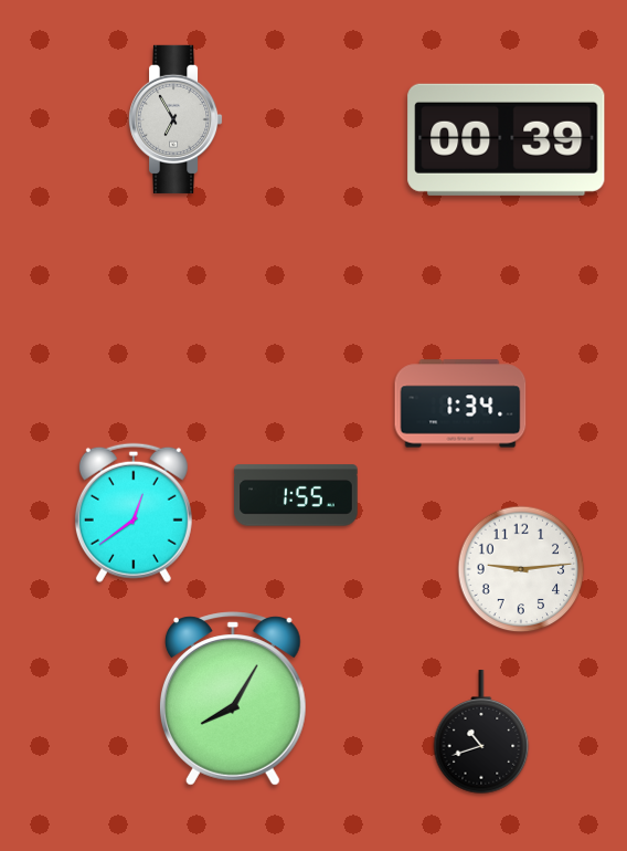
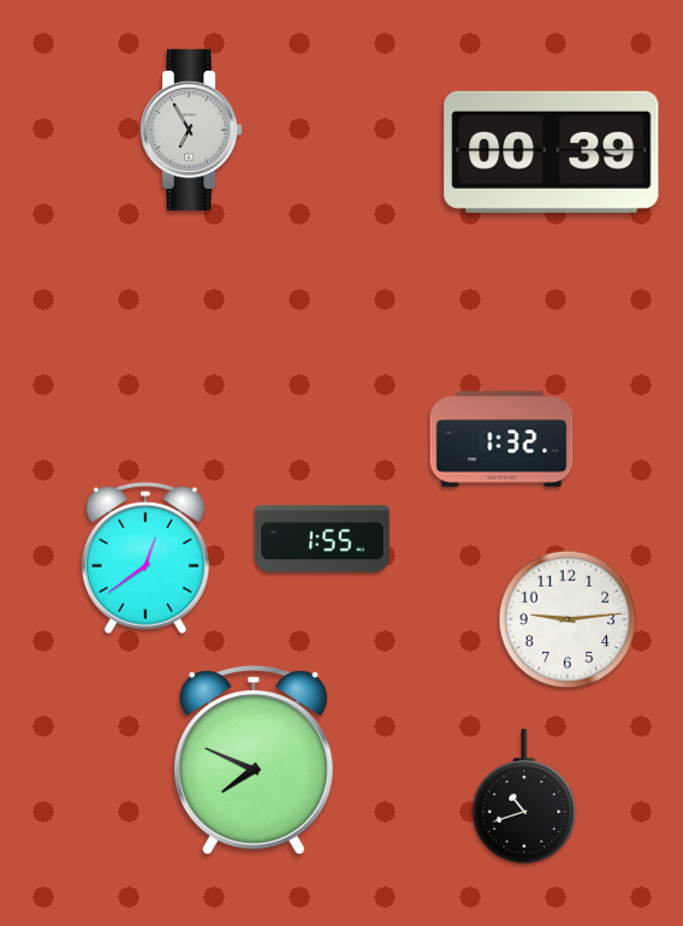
clock at (460, 403): 1:34 -> 1:32
clock at (233, 698): 8:05 -> 7:49
